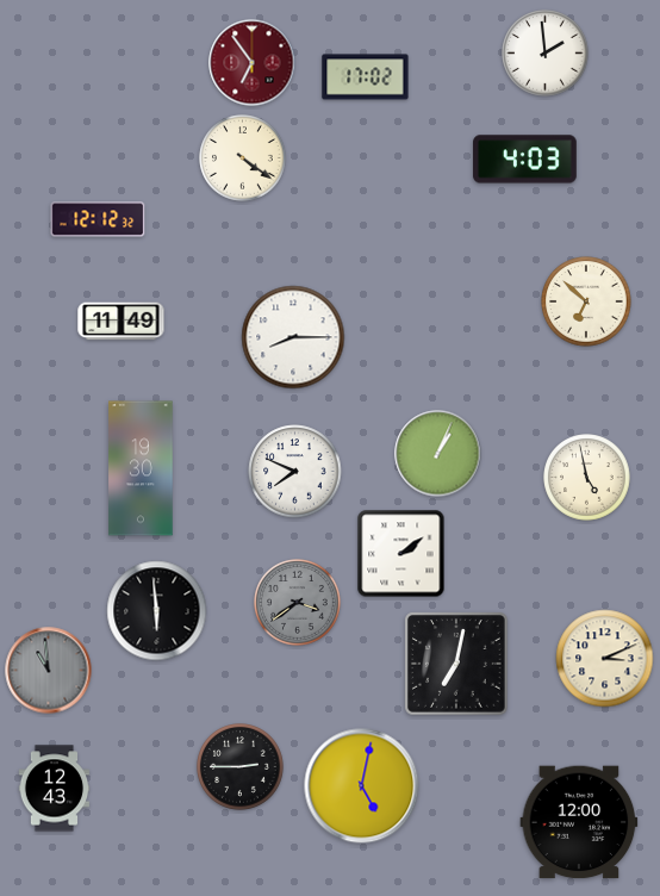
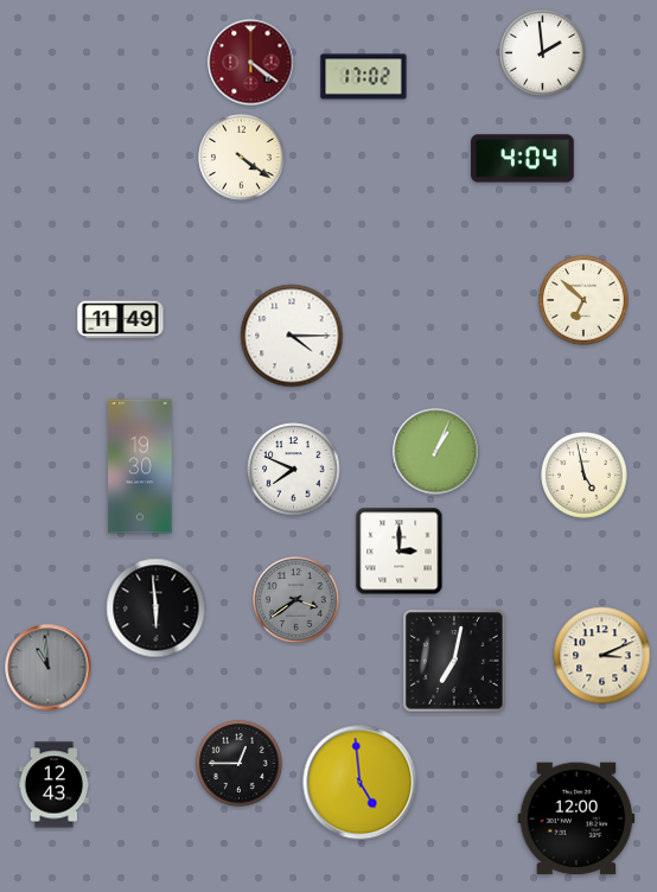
clock at (253, 63): 6:54 -> 4:21
clock at (525, 160): 4:03 -> 4:04
clock at (98, 219): 12:12 -> none
clock at (293, 337): 8:15 -> 4:15
clock at (401, 554): 2:09 -> 3:00
clock at (241, 767): 2:45 -> 12:45
clock at (362, 786): 5:02 -> 4:59
